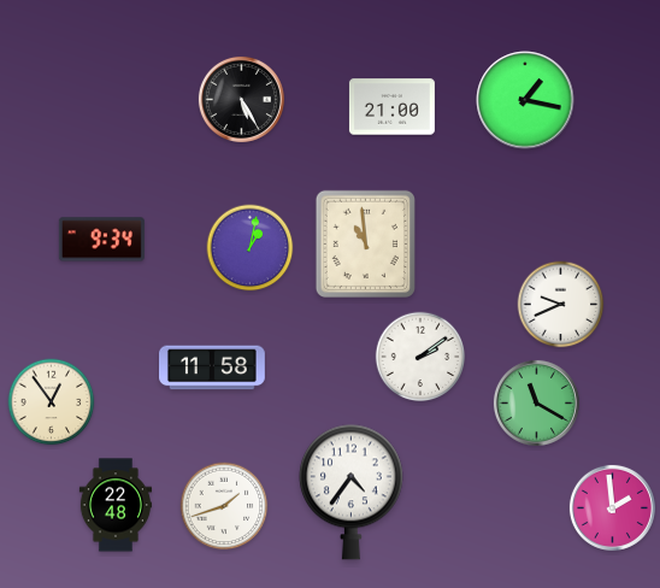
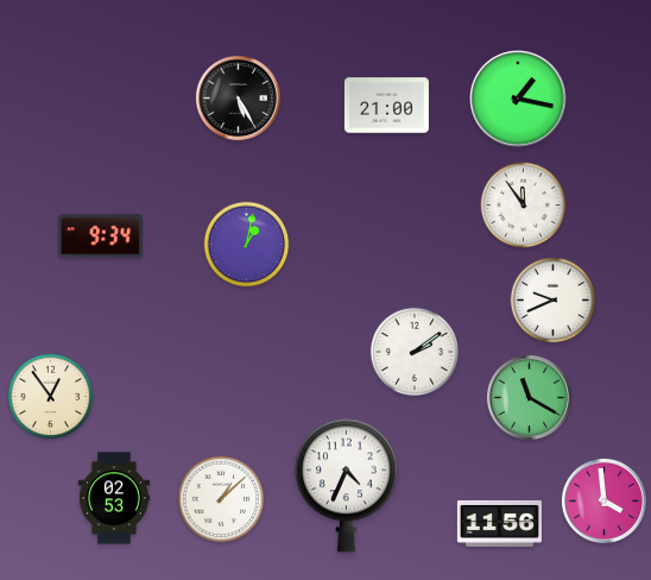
clock at (524, 206): none -> 11:54
clock at (365, 243): 10:59 -> none
clock at (213, 367): 11:58 -> none
clock at (350, 492): 4:36 -> 4:34
clock at (114, 505): 22:48 -> 02:53
clock at (224, 506): 1:42 -> 1:08
clock at (612, 507): 1:59 -> 3:59
clock at (499, 523): none -> 11:56
